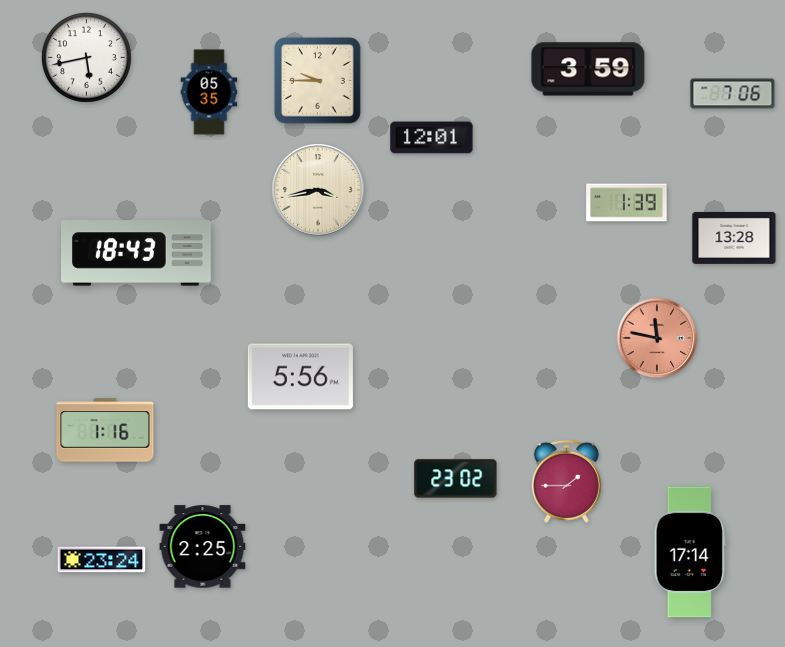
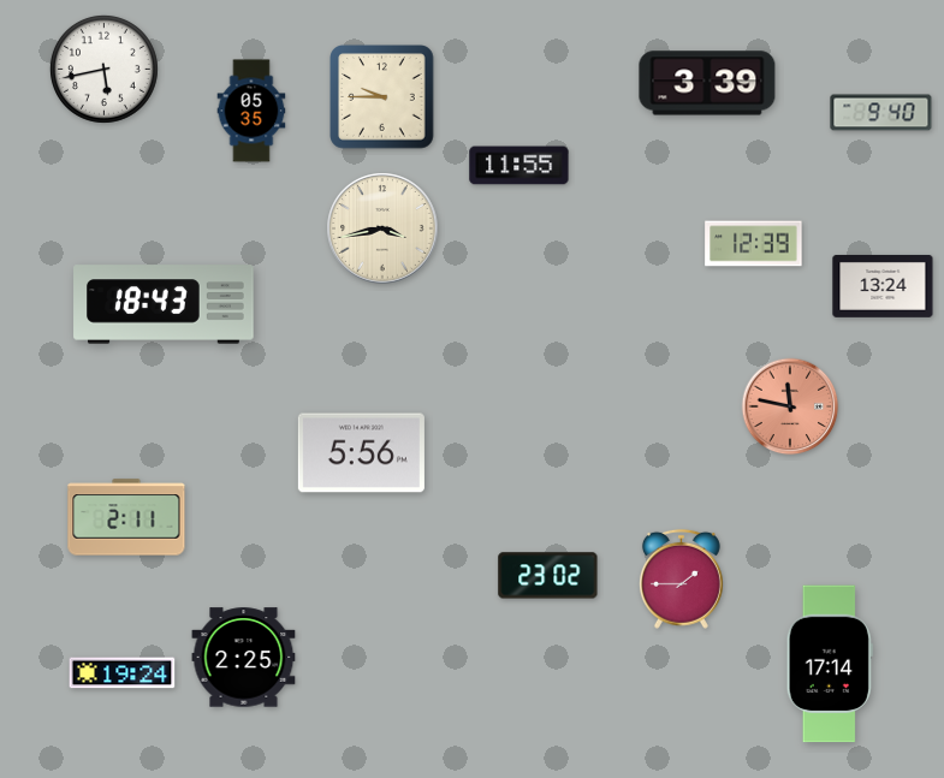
clock at (588, 69): 3:59 -> 3:39
clock at (733, 94): 7:06 -> 9:40
clock at (432, 138): 12:01 -> 11:55
clock at (627, 203): 1:39 -> 12:39
clock at (734, 238): 13:28 -> 13:24
clock at (105, 430): 1:16 -> 2:11
clock at (102, 560): 23:24 -> 19:24
